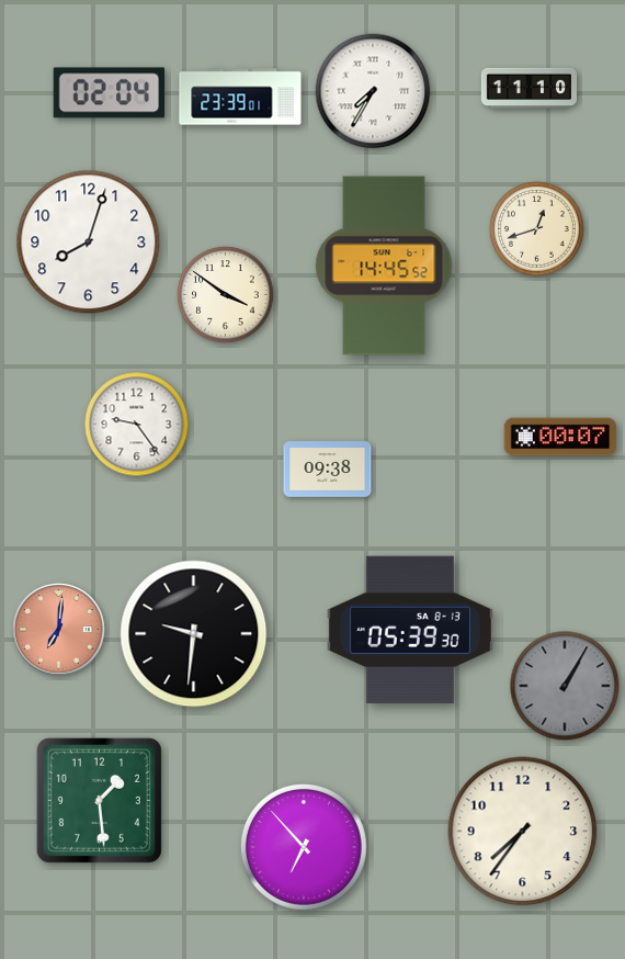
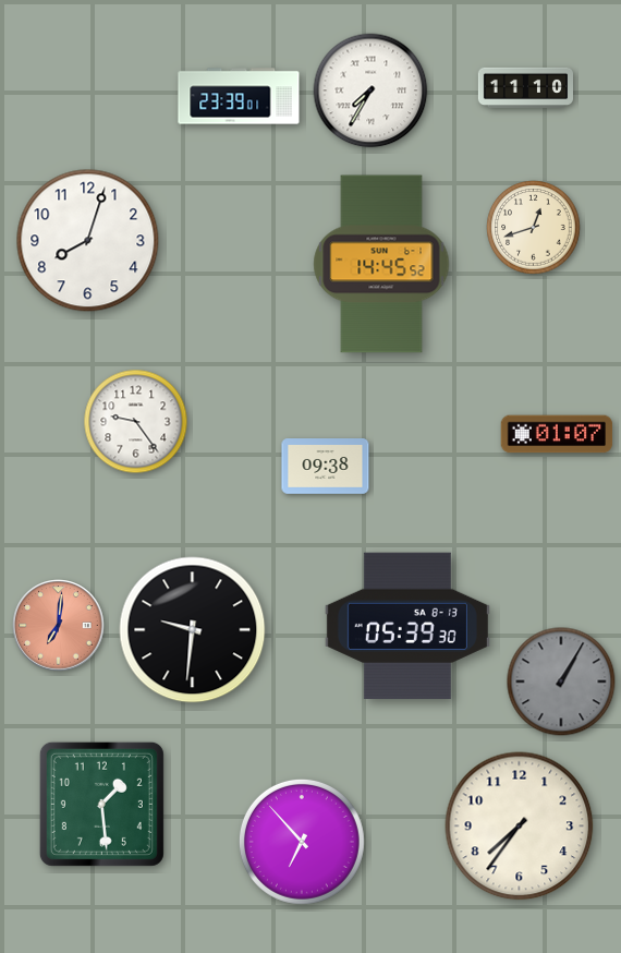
clock at (110, 93): 02:04 -> none
clock at (226, 295): 3:51 -> none
clock at (560, 437): 00:07 -> 01:07
clock at (99, 800) position: (99, 800) -> (101, 804)
